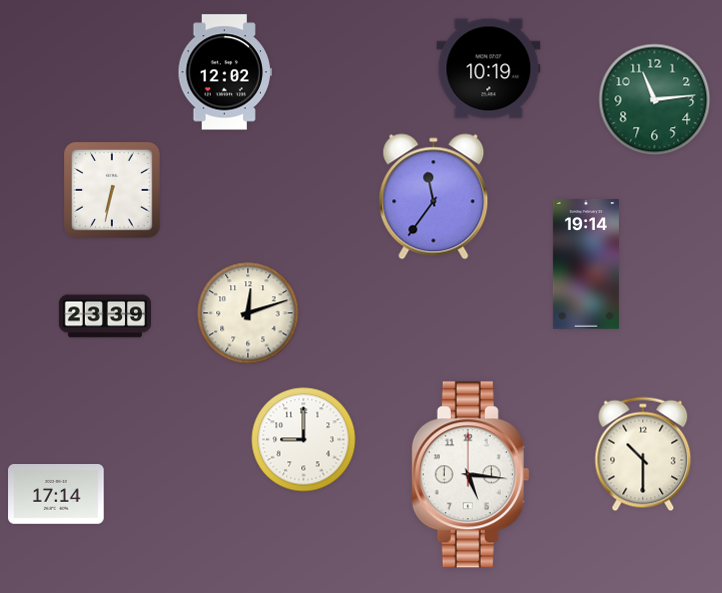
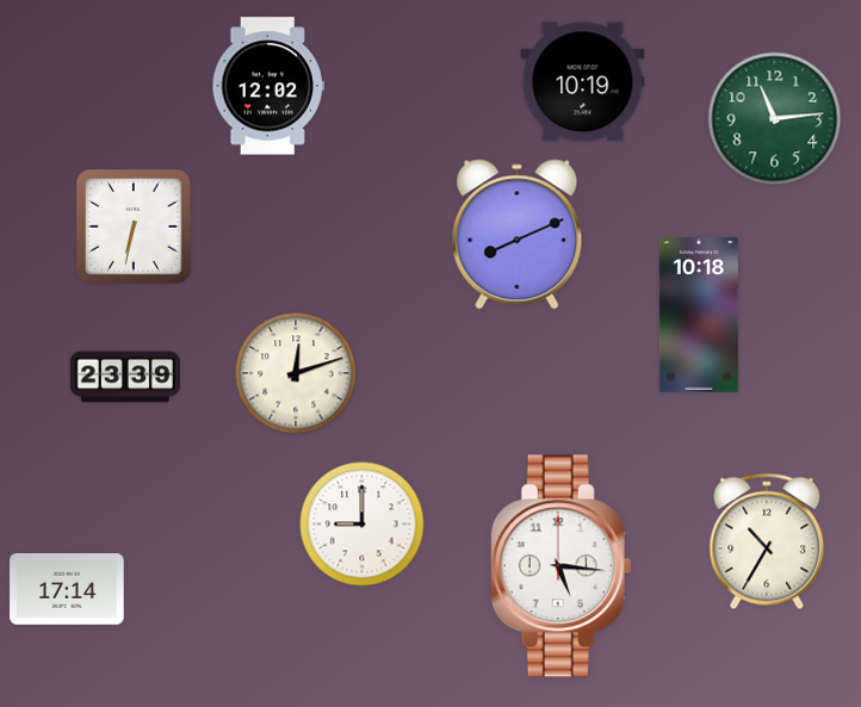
clock at (655, 100) position: (655, 100) -> (775, 119)
clock at (434, 197): 11:36 -> 8:11
clock at (586, 264): 19:14 -> 10:18
clock at (643, 454): 10:30 -> 10:35
